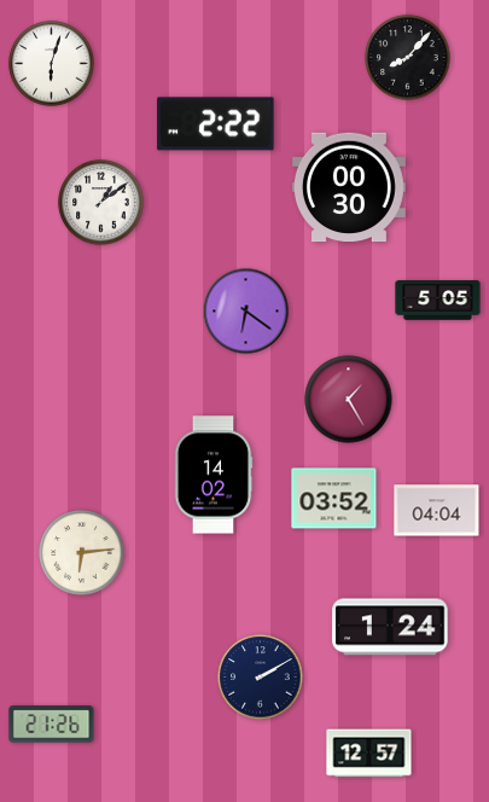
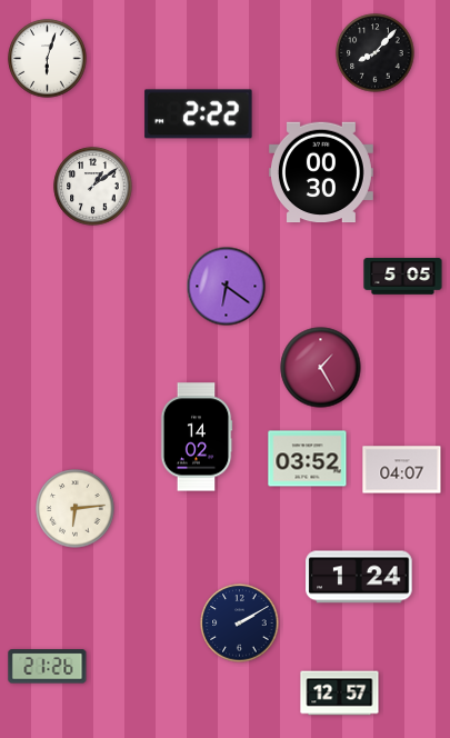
clock at (437, 511): 04:04 -> 04:07
